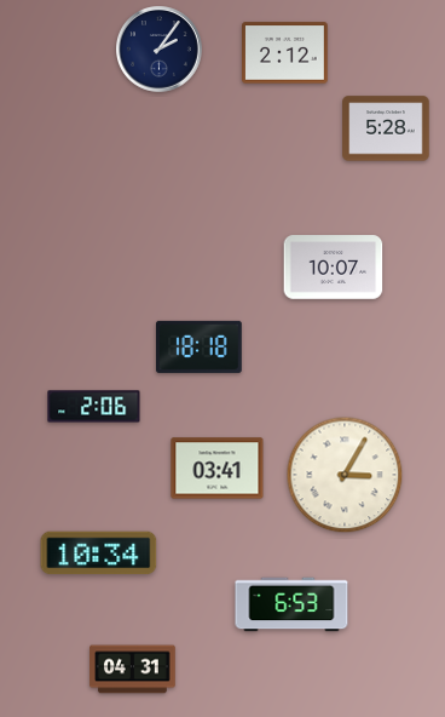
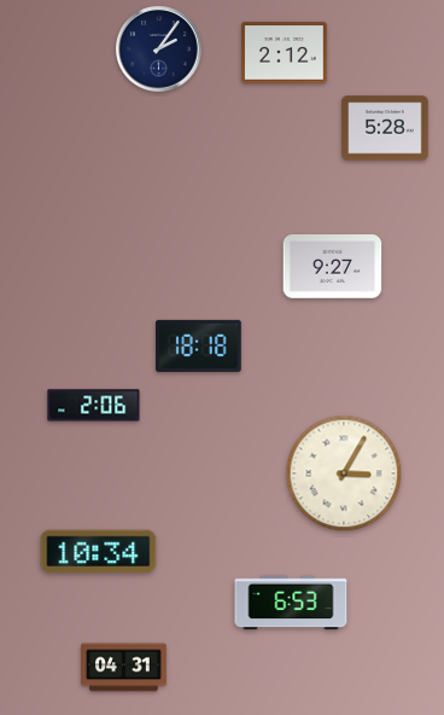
clock at (334, 268): 10:07 -> 9:27
clock at (218, 469): 03:41 -> none
clock at (133, 670) position: (133, 670) -> (124, 668)
